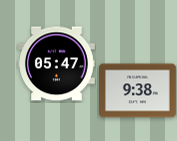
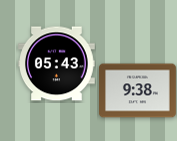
clock at (57, 64): 05:47 -> 05:43
